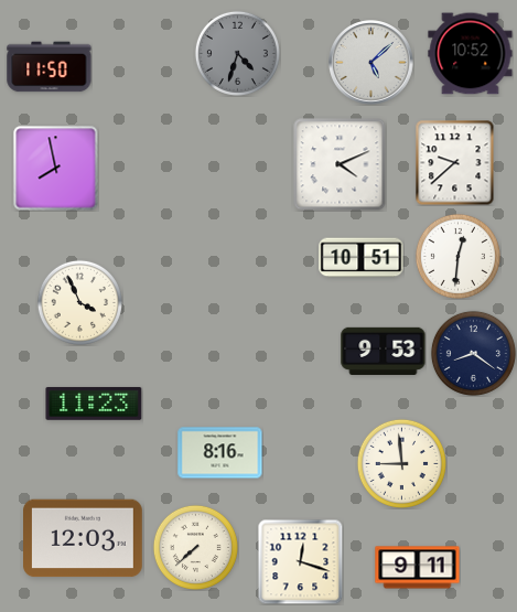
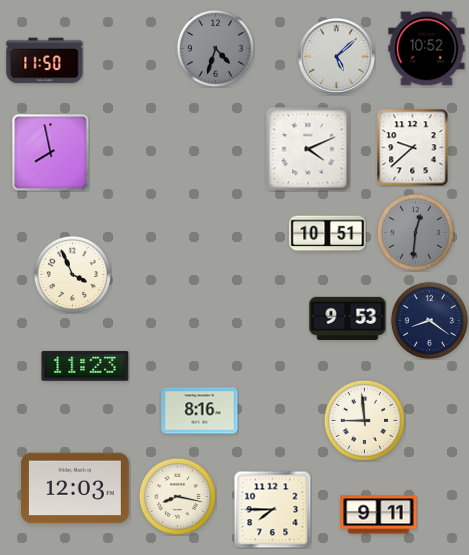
clock at (457, 256) dial: white -> grey
clock at (195, 547): 7:38 -> 8:17
clock at (300, 561): 12:18 -> 7:45
